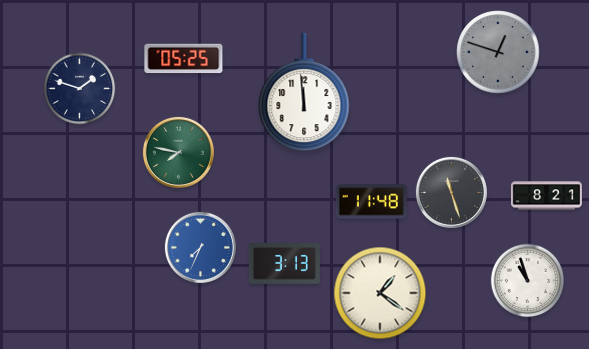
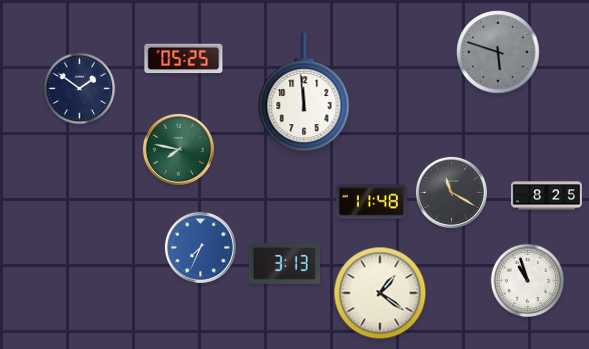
clock at (498, 52): 12:48 -> 5:48
clock at (80, 89): 1:48 -> 1:51
clock at (178, 152) position: (178, 152) -> (178, 149)
clock at (451, 192): 11:27 -> 11:20
clock at (546, 196): 8:21 -> 8:25
